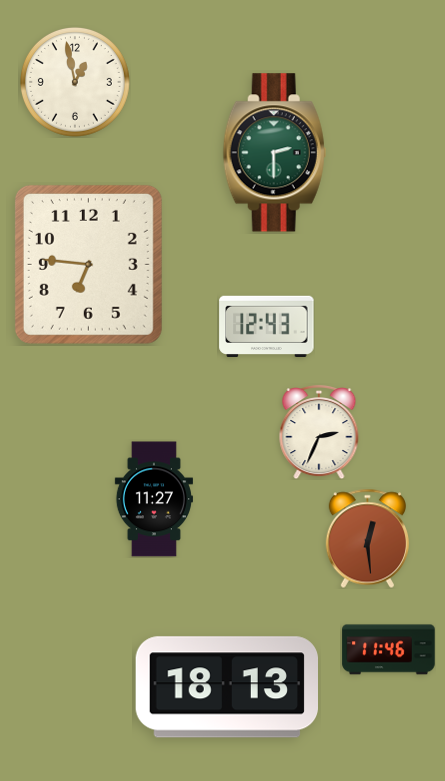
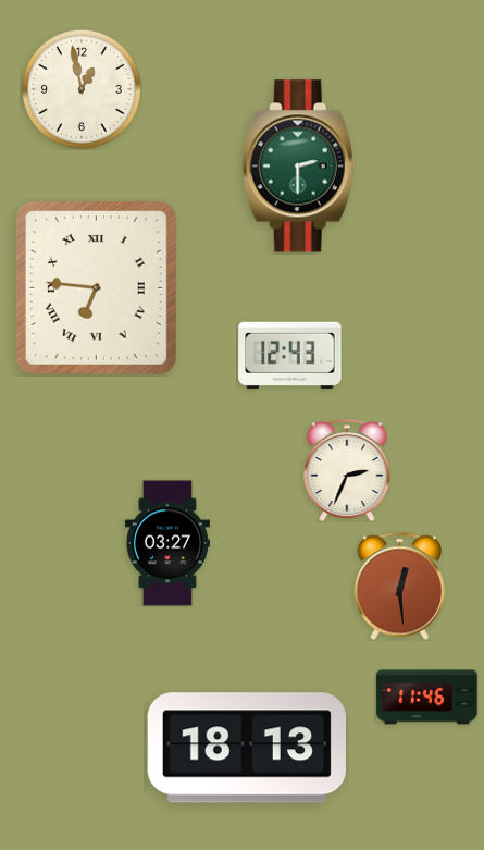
clock at (88, 264) numerals: Arabic -> Roman
clock at (154, 499): 11:27 -> 03:27
clock at (389, 650) position: (389, 650) -> (427, 698)
